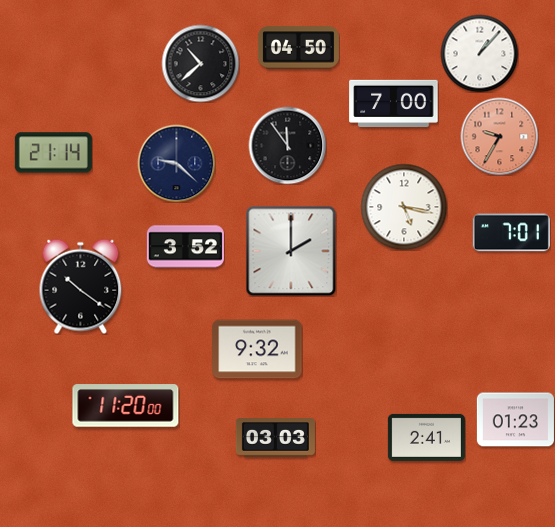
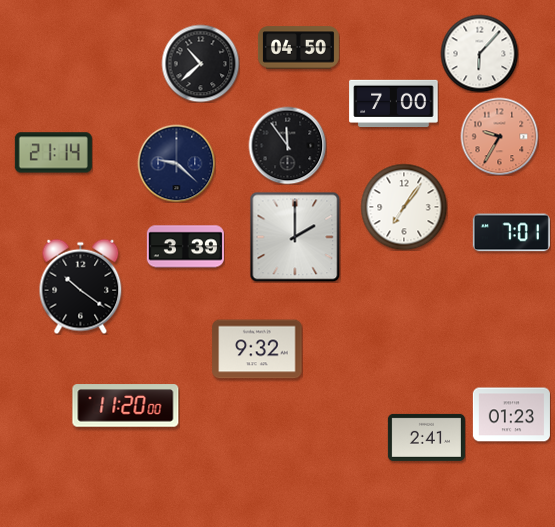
clock at (479, 53): 1:07 -> 6:07
clock at (404, 207): 5:17 -> 7:06
clock at (185, 247): 3:52 -> 3:39
clock at (291, 251) position: (291, 251) -> (295, 237)
clock at (515, 420) position: (515, 420) -> (511, 415)
clock at (275, 438): 03:03 -> none
